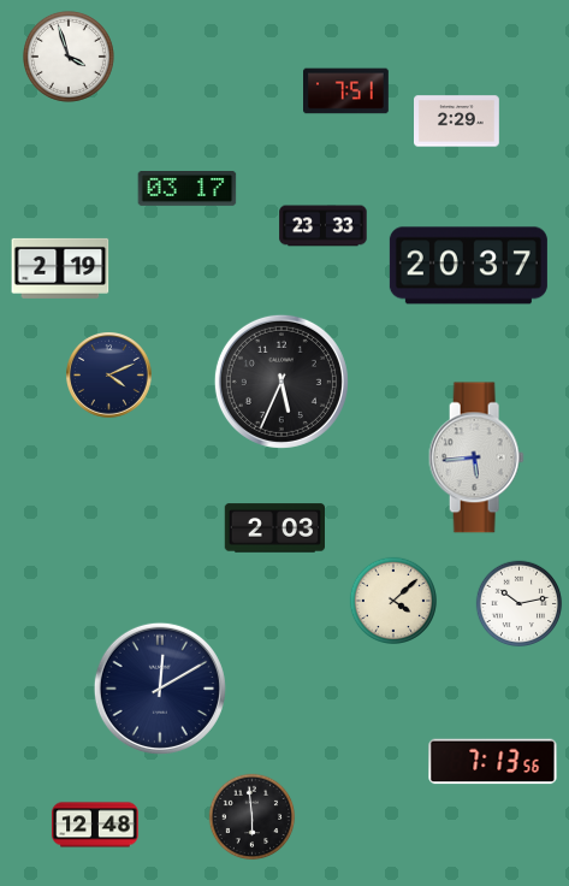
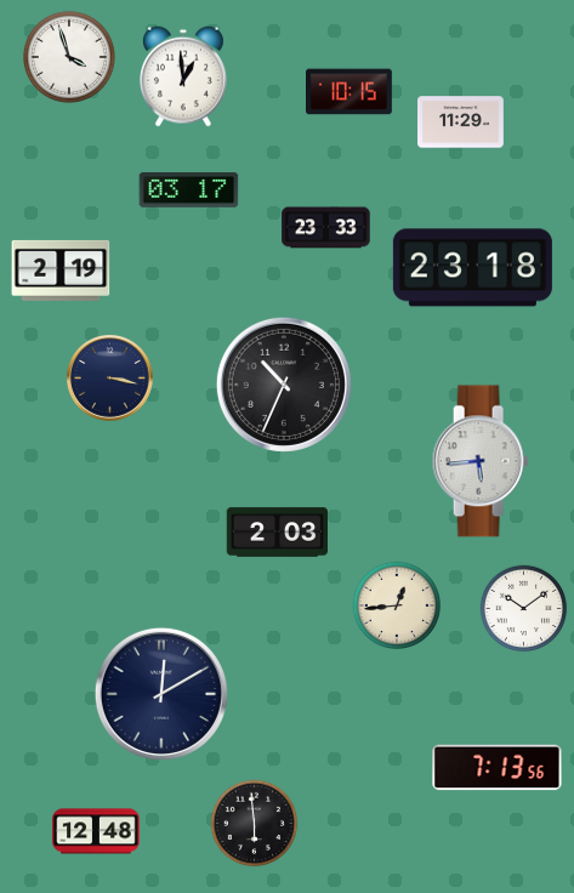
clock at (183, 76): none -> 12:59
clock at (346, 91): 7:51 -> 10:15
clock at (457, 122): 2:29 -> 11:29
clock at (468, 266): 20:37 -> 23:18
clock at (109, 376): 4:11 -> 3:17
clock at (281, 382): 5:34 -> 10:34
clock at (392, 599): 4:08 -> 12:44
clock at (520, 604): 10:13 -> 10:09
